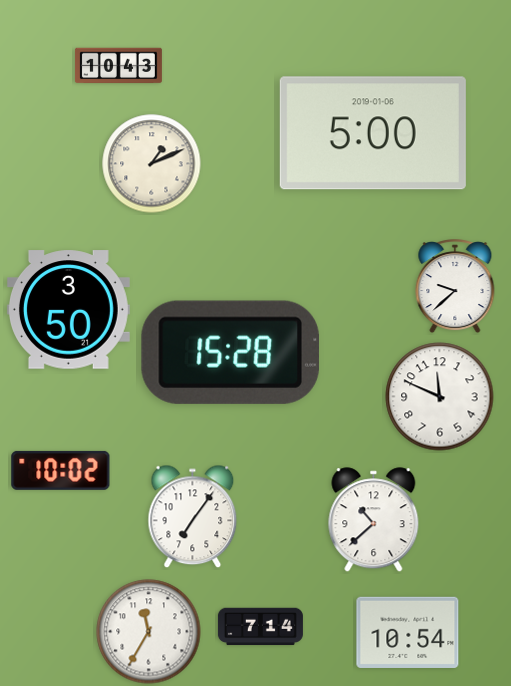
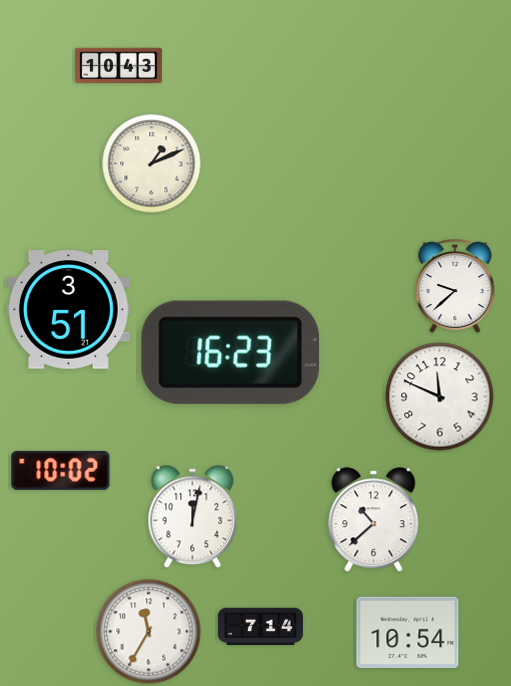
clock at (373, 133): 5:00 -> none
clock at (68, 310): 3:50 -> 3:51
clock at (230, 352): 15:28 -> 16:23
clock at (193, 517): 7:06 -> 12:02
